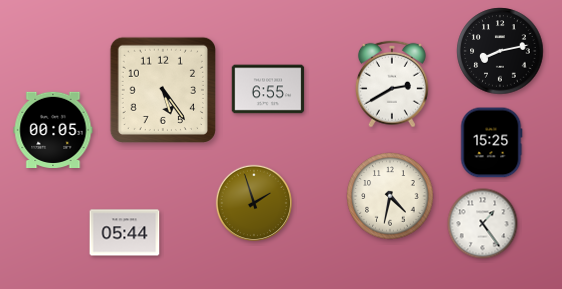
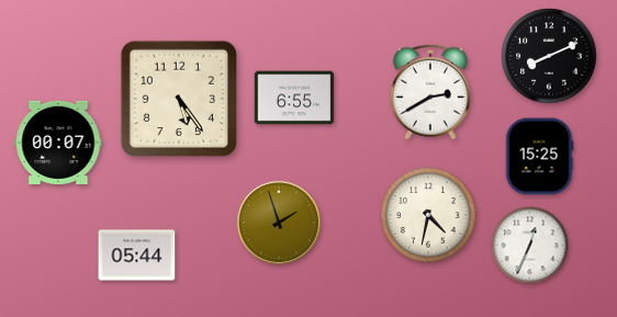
clock at (500, 51): 8:13 -> 8:11
clock at (53, 129): 00:05 -> 00:07
clock at (483, 224): 1:24 -> 12:34
